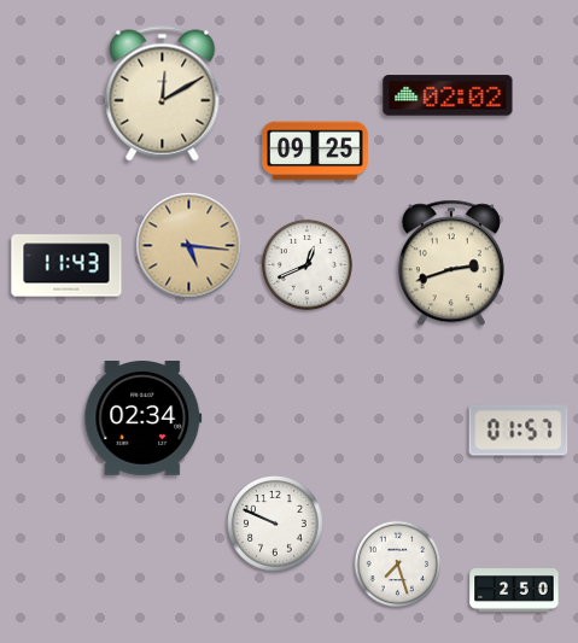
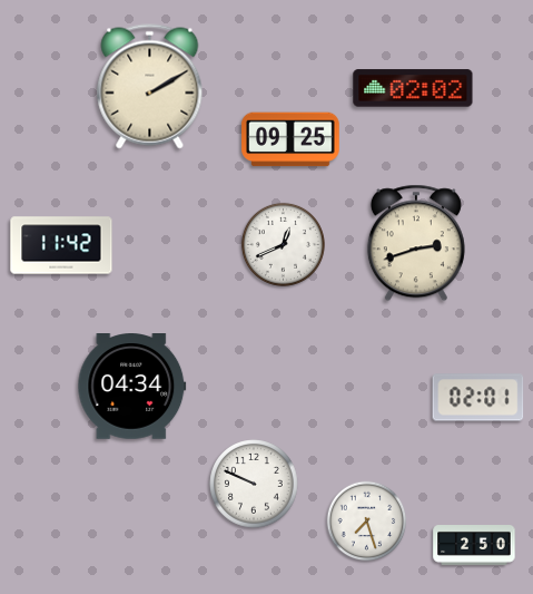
clock at (163, 94): 12:10 -> 2:10
clock at (189, 246): 5:16 -> none
clock at (66, 265): 11:43 -> 11:42
clock at (144, 419): 02:34 -> 04:34
clock at (519, 431): 01:57 -> 02:01
